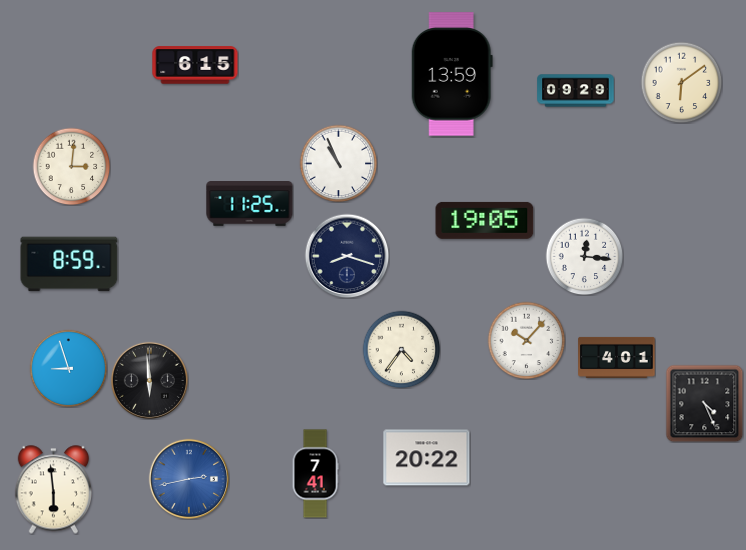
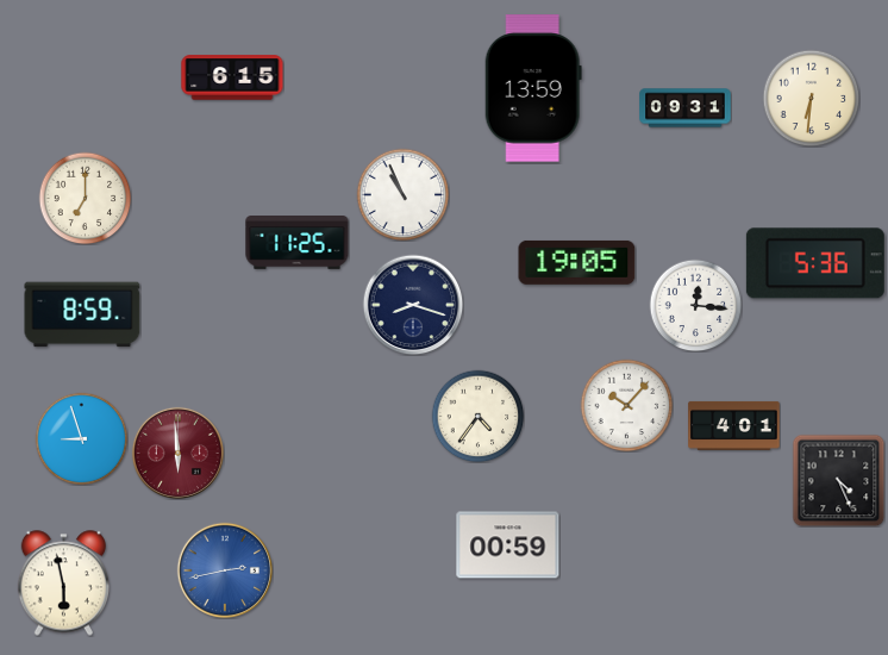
clock at (452, 74) position: (452, 74) -> (533, 88)
clock at (681, 82): 6:09 -> 6:31
clock at (576, 91): 09:29 -> 09:31
clock at (71, 166): 3:01 -> 7:00
clock at (815, 263): none -> 5:36
clock at (149, 380) dial: black -> burgundy
clock at (427, 458): 20:22 -> 00:59
clock at (315, 474): 7:41 -> none
clock at (54, 490): 5:59 -> 5:58
